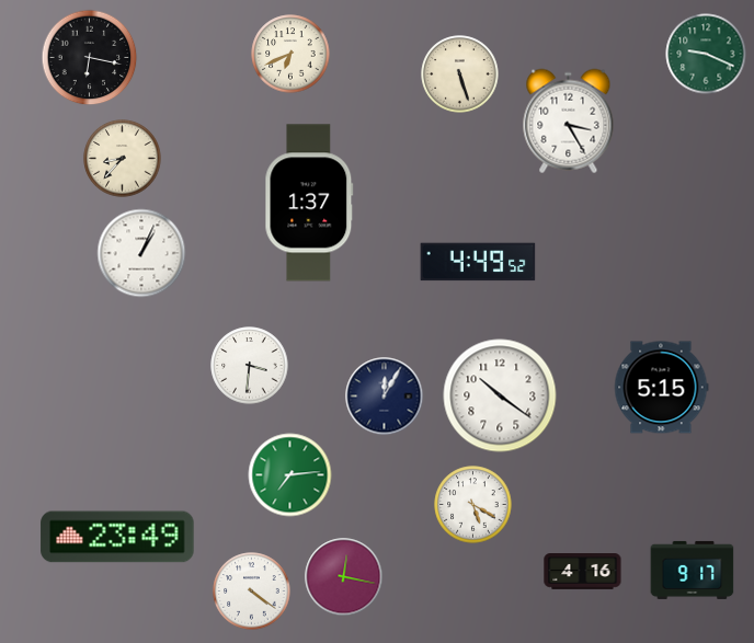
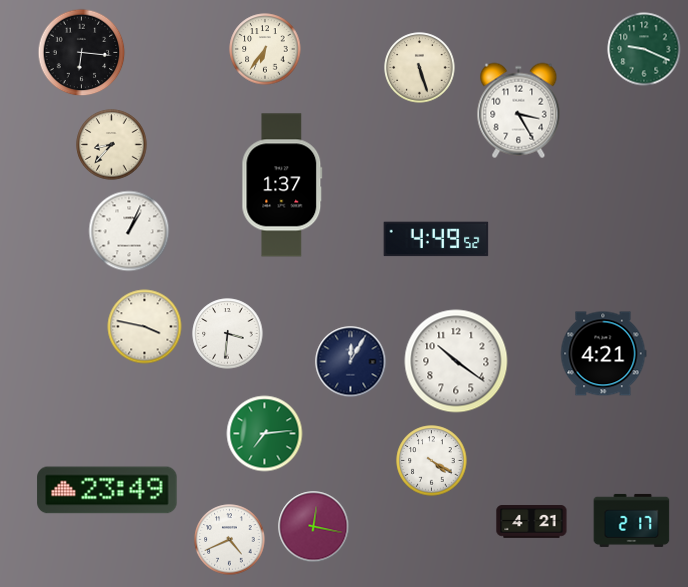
clock at (290, 54): 6:41 -> 6:36
clock at (90, 58): 6:17 -> 6:16
clock at (145, 327): none -> 3:47
clock at (661, 388): 5:15 -> 4:21
clock at (473, 505): 5:20 -> 4:20
clock at (693, 570): 9:17 -> 2:17
clock at (583, 572): 4:16 -> 4:21
clock at (252, 592): 4:21 -> 4:41
